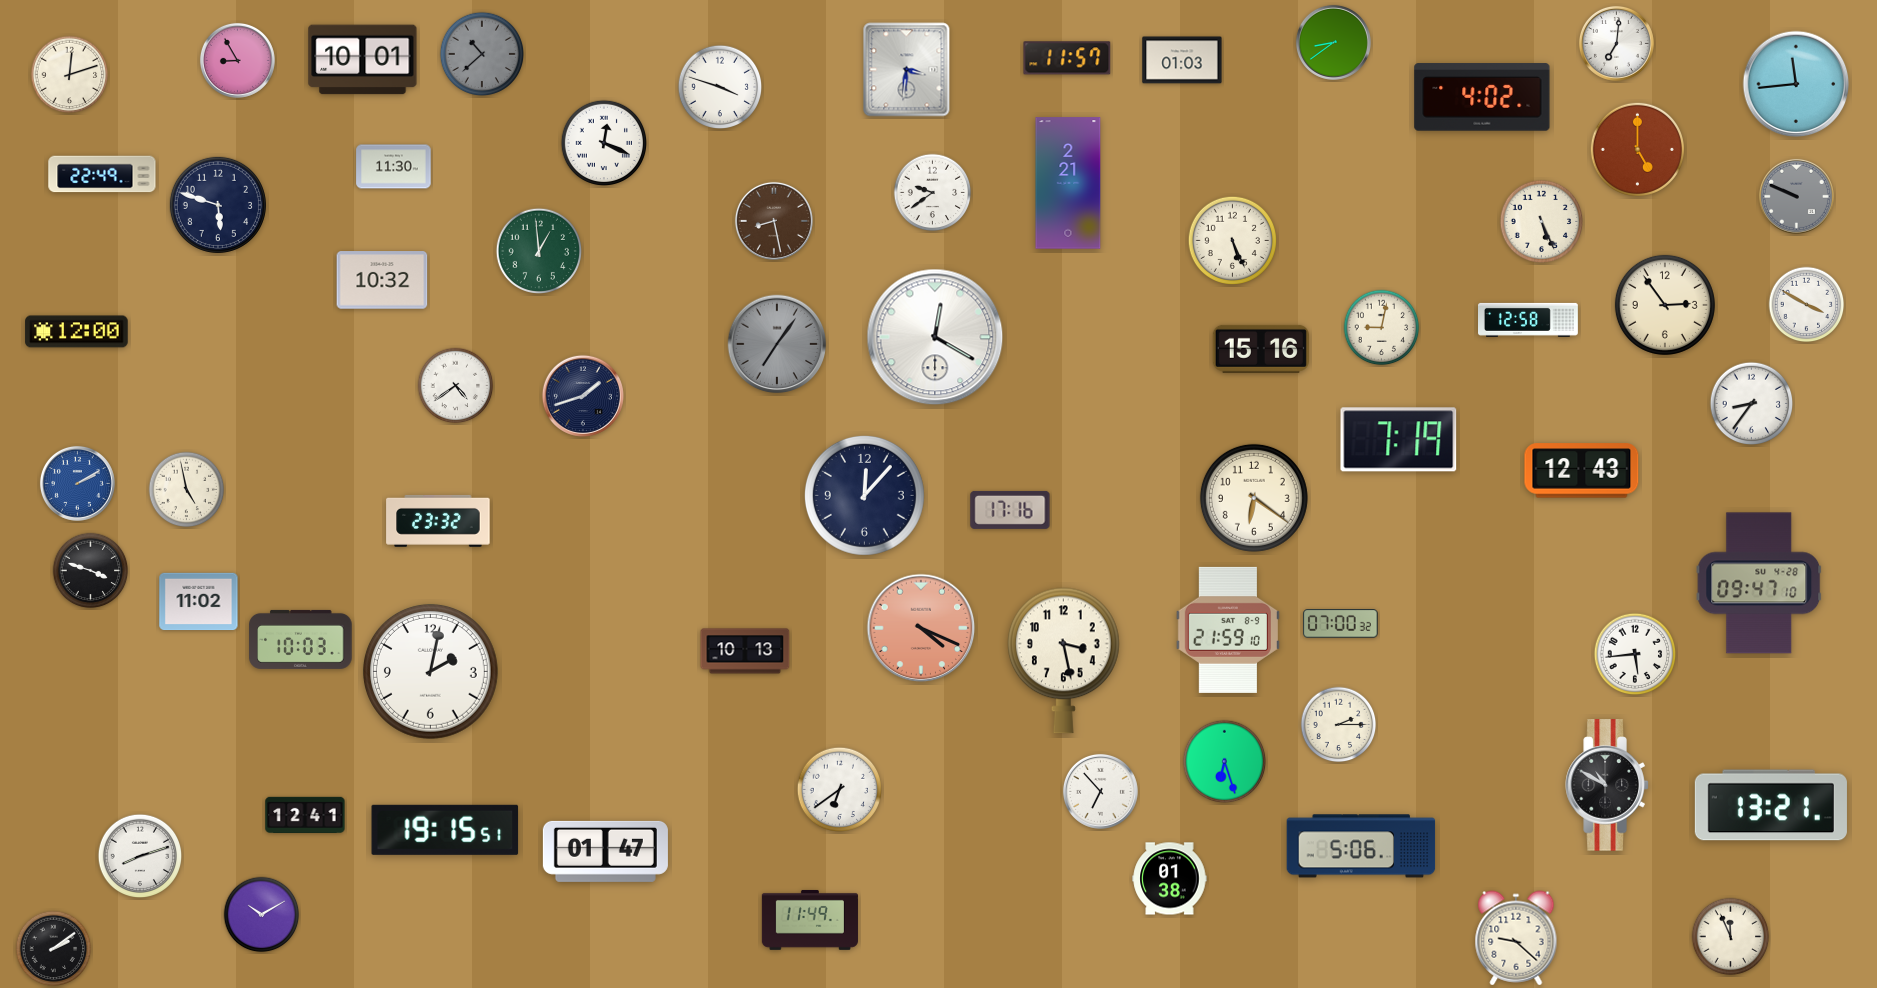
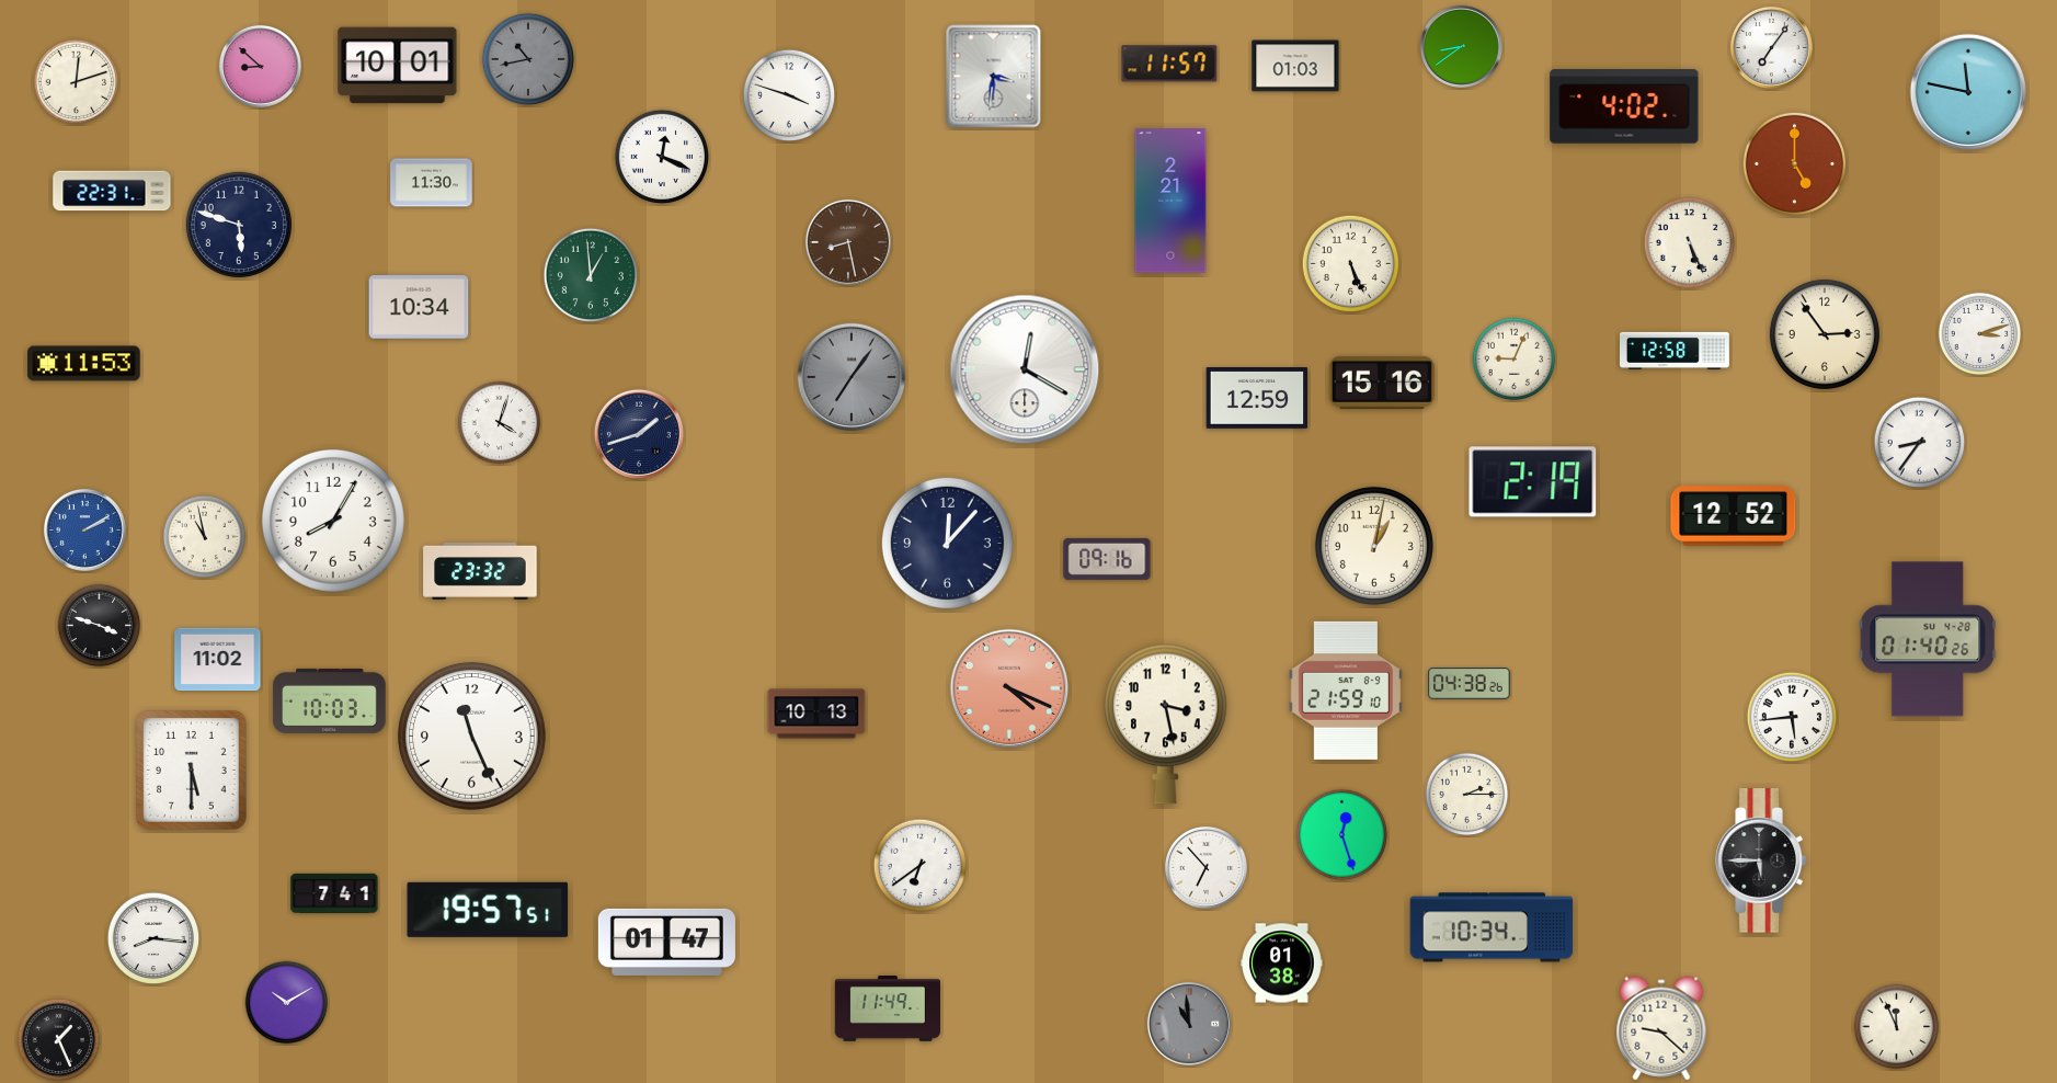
clock at (1616, 43): 7:01 -> 7:06
clock at (482, 54): 10:38 -> 10:43
clock at (237, 60): 8:55 -> 8:52
clock at (1796, 84): 11:44 -> 11:47
clock at (102, 174): 22:49 -> 22:31
clock at (933, 193): 9:39 -> none
clock at (1796, 196): 9:49 -> none
clock at (382, 280): 10:32 -> 10:34
clock at (1807, 305): 3:50 -> 3:12
clock at (1382, 328): 9:02 -> 9:04
clock at (77, 332): 12:00 -> 11:53
clock at (1257, 399): none -> 12:59
clock at (456, 386): 4:39 -> 4:03
clock at (1399, 440): 7:19 -> 2:19
clock at (1582, 471): 12:43 -> 12:52
clock at (333, 521): none -> 8:05
clock at (187, 490): 4:58 -> 10:58
clock at (1254, 498): 6:21 -> 1:02
clock at (1010, 510): 17:16 -> 09:16
clock at (1759, 583): 09:47 -> 01:40
clock at (1341, 624): 07:00 -> 04:38
clock at (430, 671): 2:02 -> 11:26
clock at (192, 771): none -> 5:30
clock at (1225, 762): 6:27 -> 12:27
clock at (1607, 785): 10:50 -> 5:45
clock at (1771, 805): 13:21 -> none
clock at (305, 814): 12:41 -> 7:41
clock at (445, 830): 19:15 -> 19:57
clock at (1361, 846): 5:06 -> 10:34
clock at (605, 851) position: (605, 851) -> (666, 942)
clock at (140, 856): 8:12 -> 8:16
clock at (1189, 1024): none -> 10:59
clock at (54, 949): 2:09 -> 1:26
